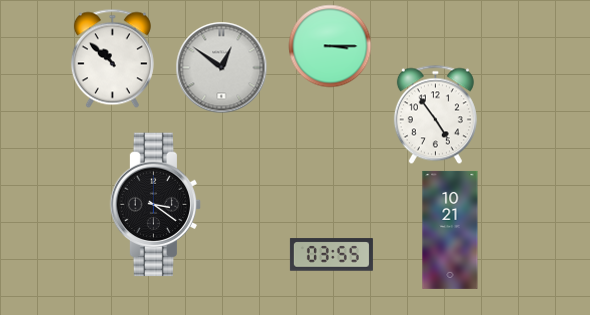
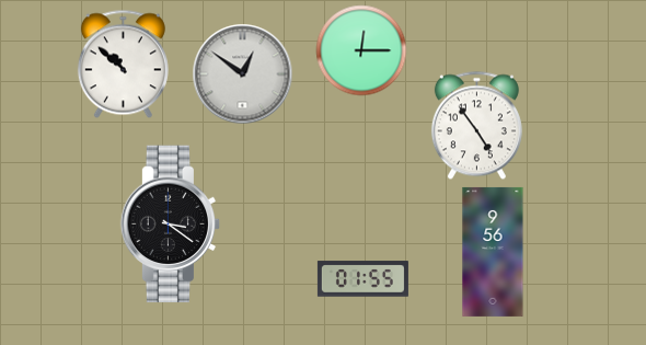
clock at (330, 46): 3:15 -> 12:15
clock at (450, 230): 10:21 -> 9:56
clock at (331, 255): 03:55 -> 01:55
